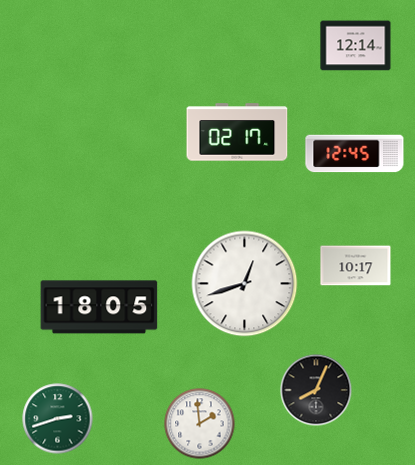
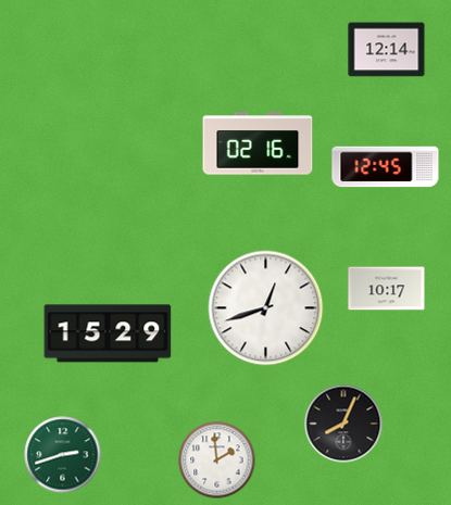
clock at (237, 132): 02:17 -> 02:16
clock at (99, 307): 18:05 -> 15:29
